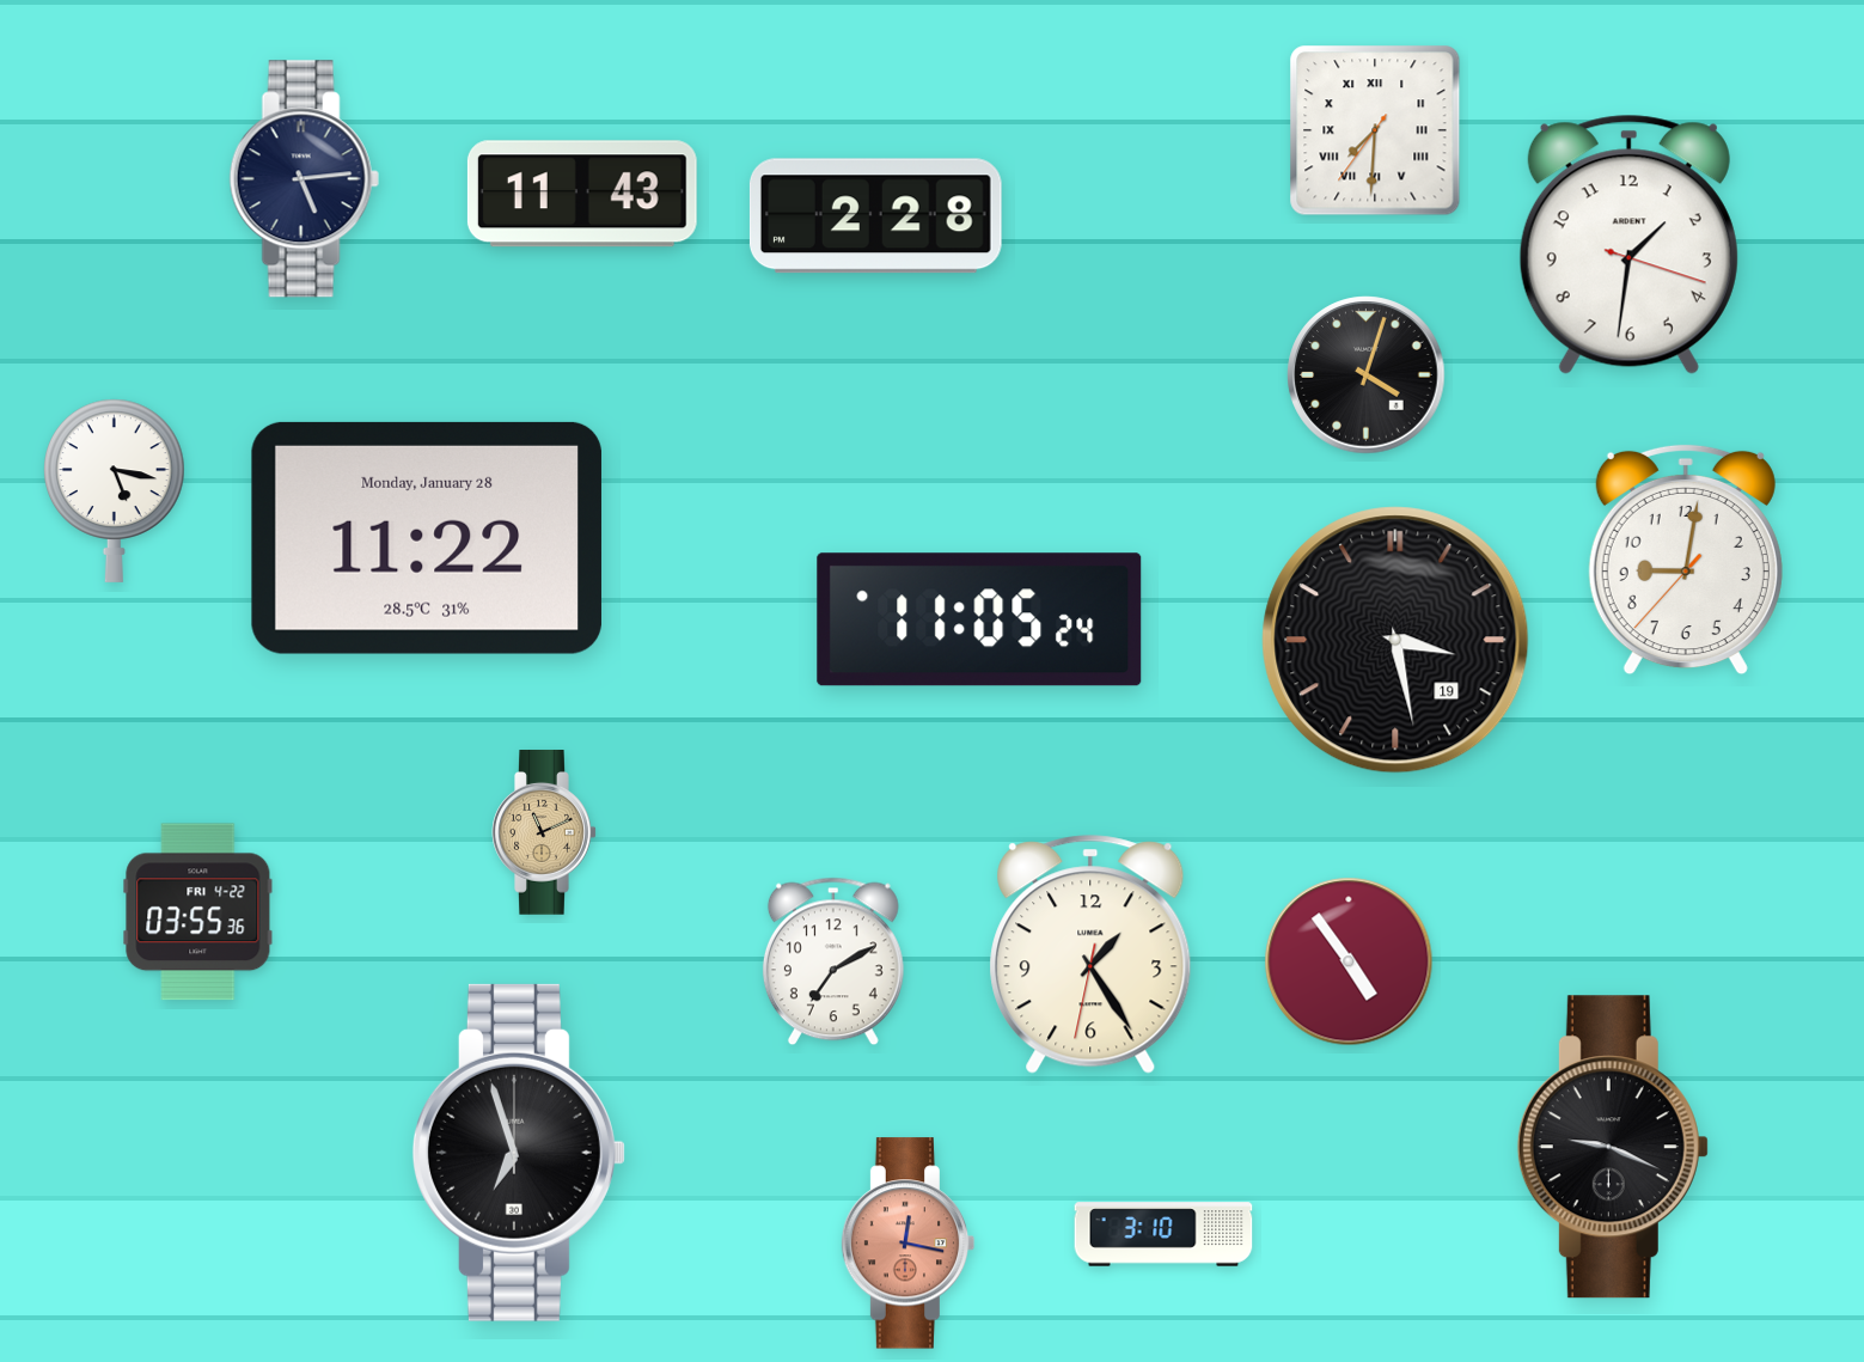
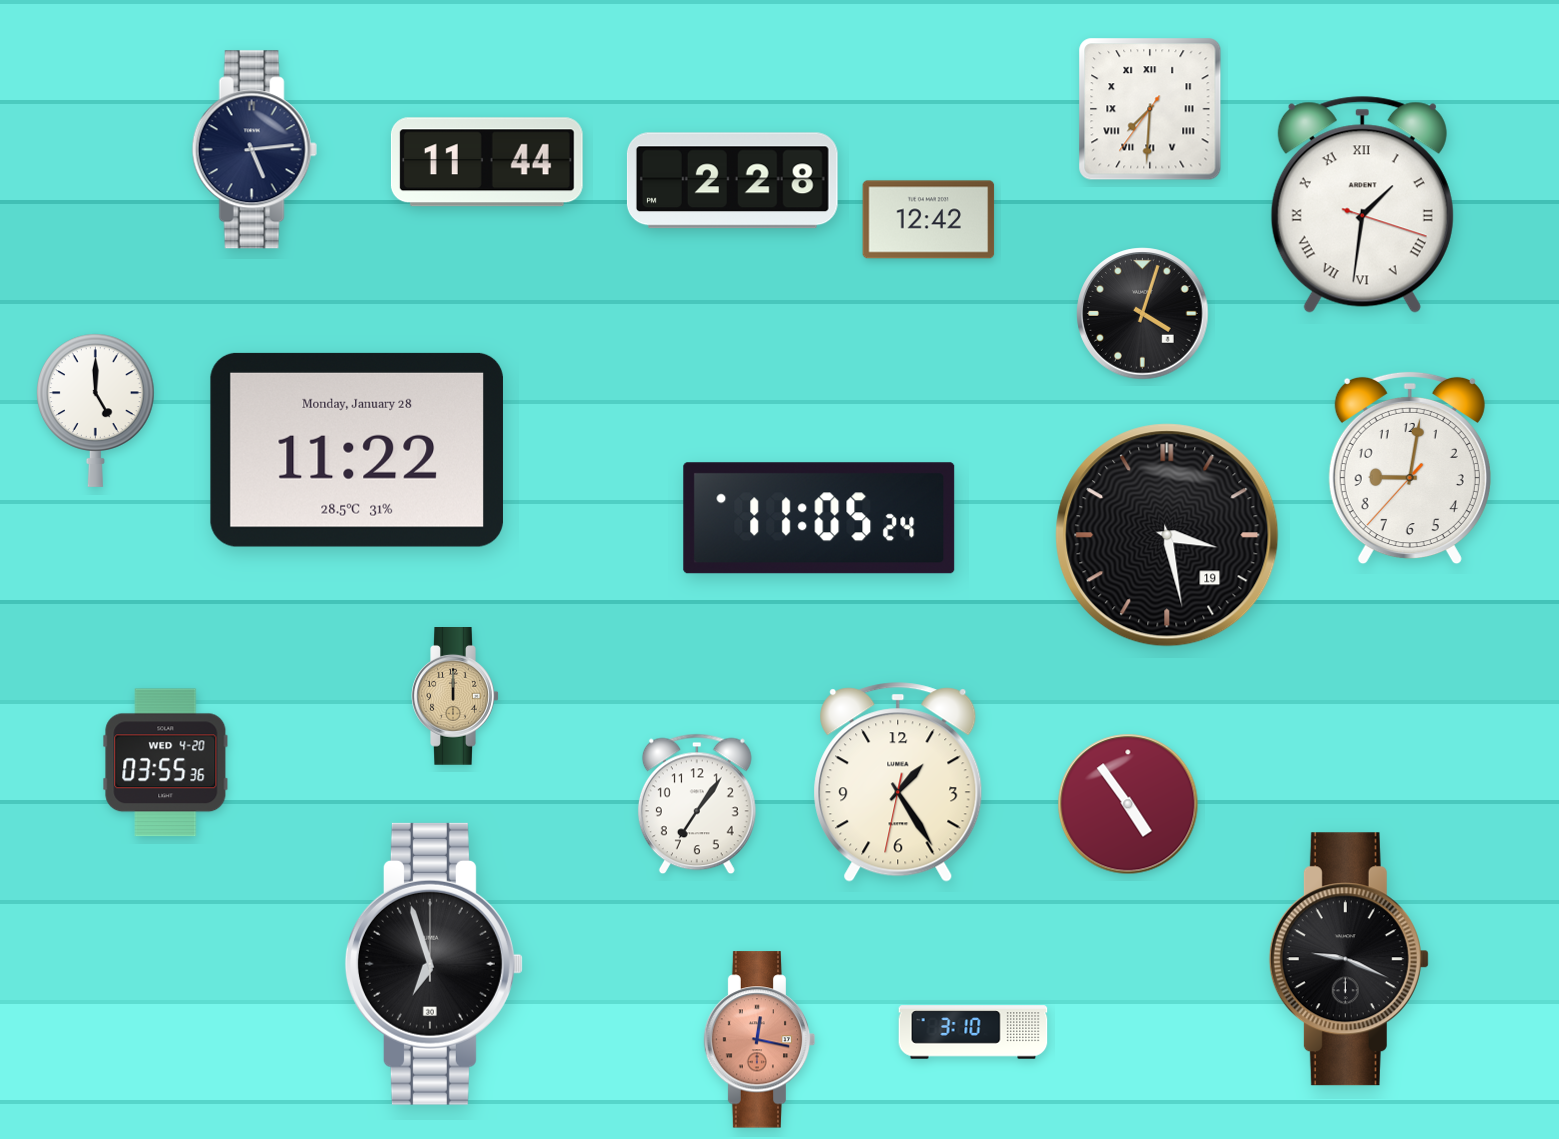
clock at (582, 194): 11:43 -> 11:44
clock at (1628, 244) numerals: Arabic -> Roman
clock at (929, 220): none -> 12:42
clock at (115, 490): 5:17 -> 5:00
clock at (544, 833): 11:11 -> 12:00
clock at (198, 912) date: FRI 4-22 -> WED 4-20
clock at (1090, 954) position: (1090, 954) -> (898, 782)
clock at (833, 961): 7:10 -> 7:06
